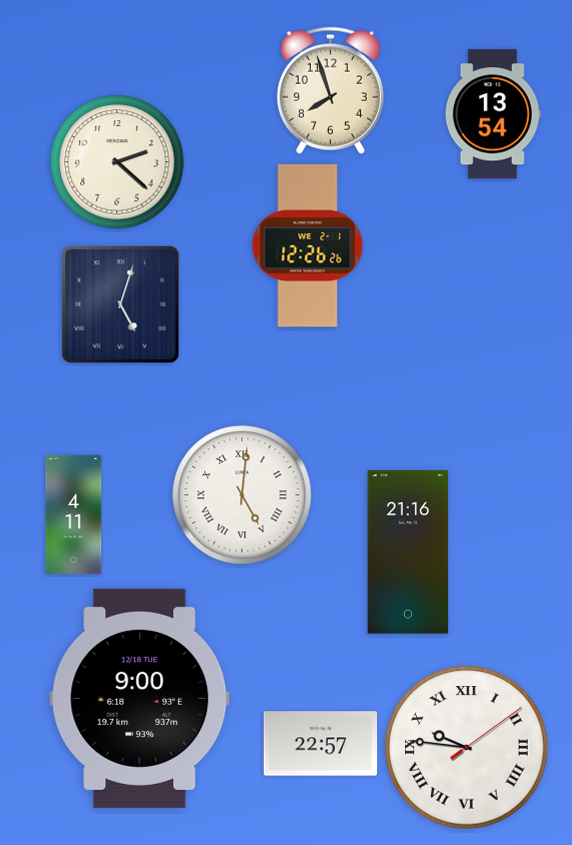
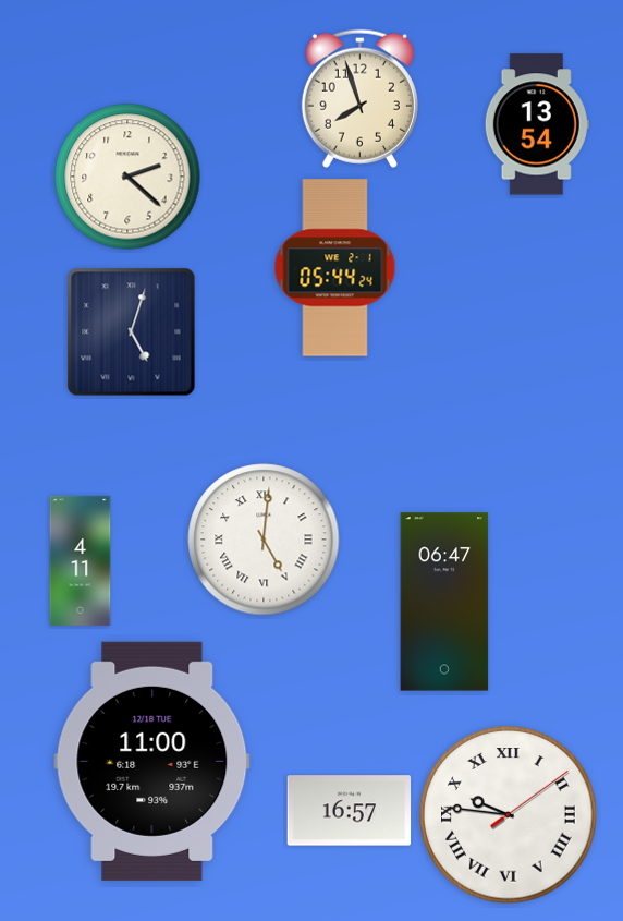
clock at (308, 246): 12:26 -> 05:44
clock at (408, 552): 21:16 -> 06:47
clock at (140, 698): 9:00 -> 11:00
clock at (321, 744): 22:57 -> 16:57
